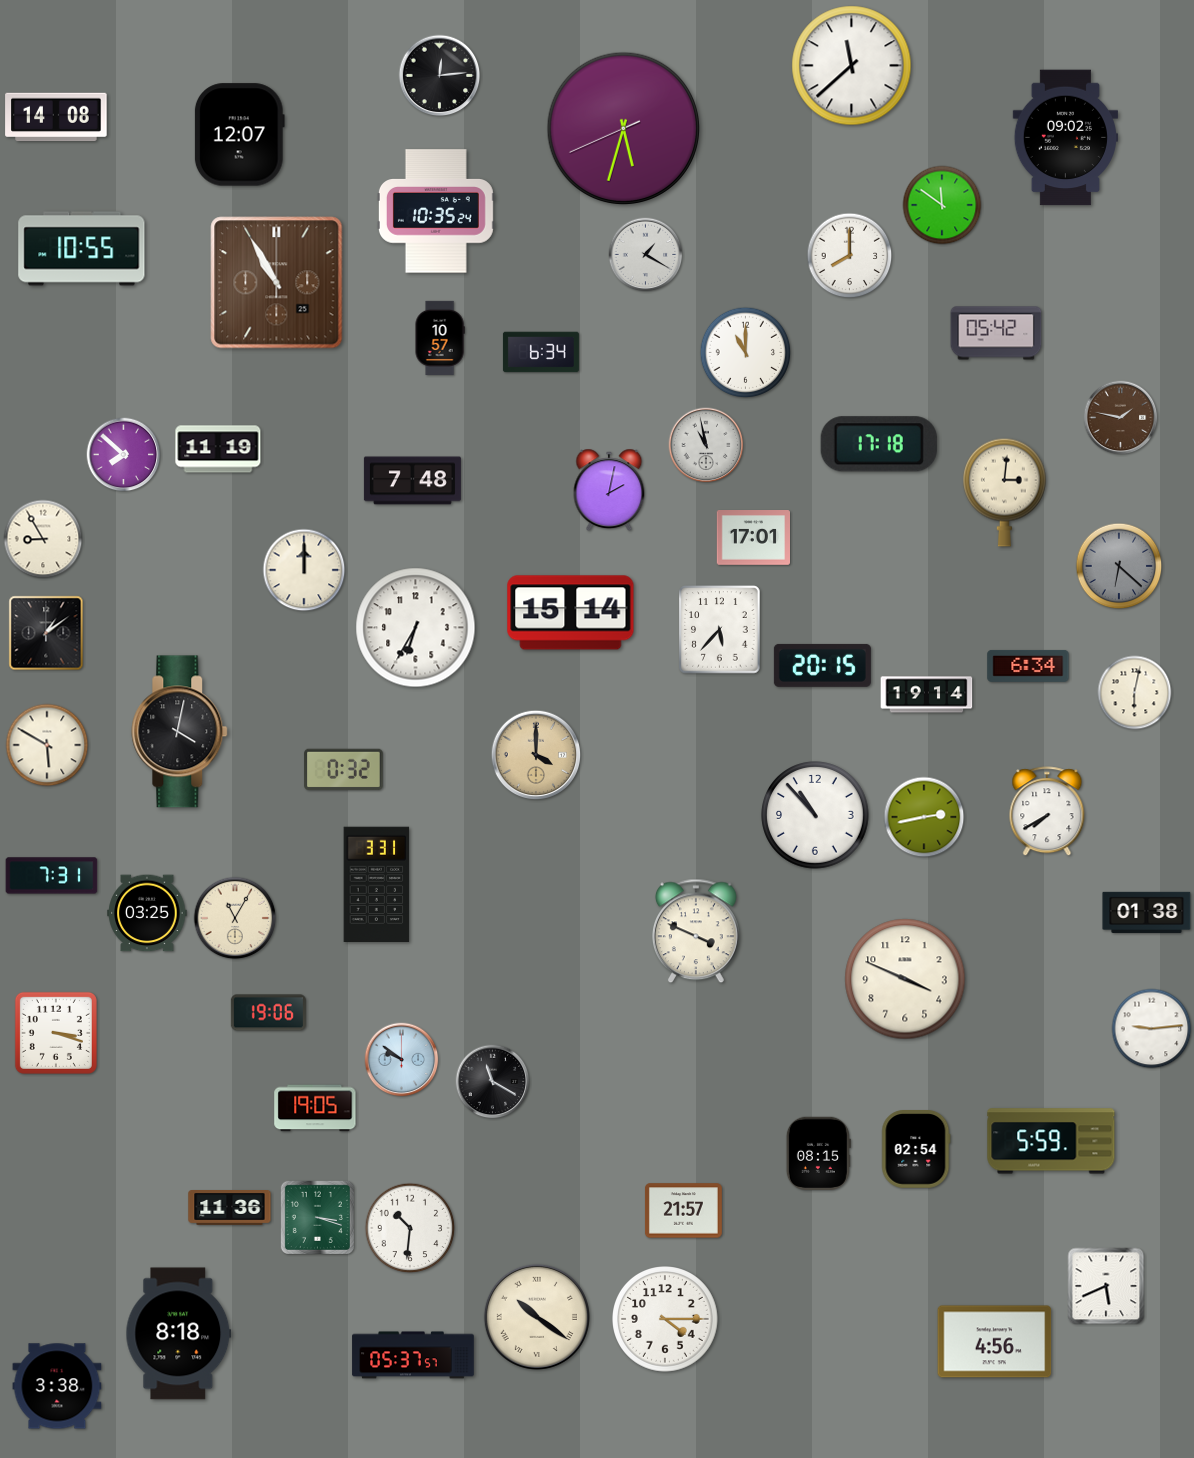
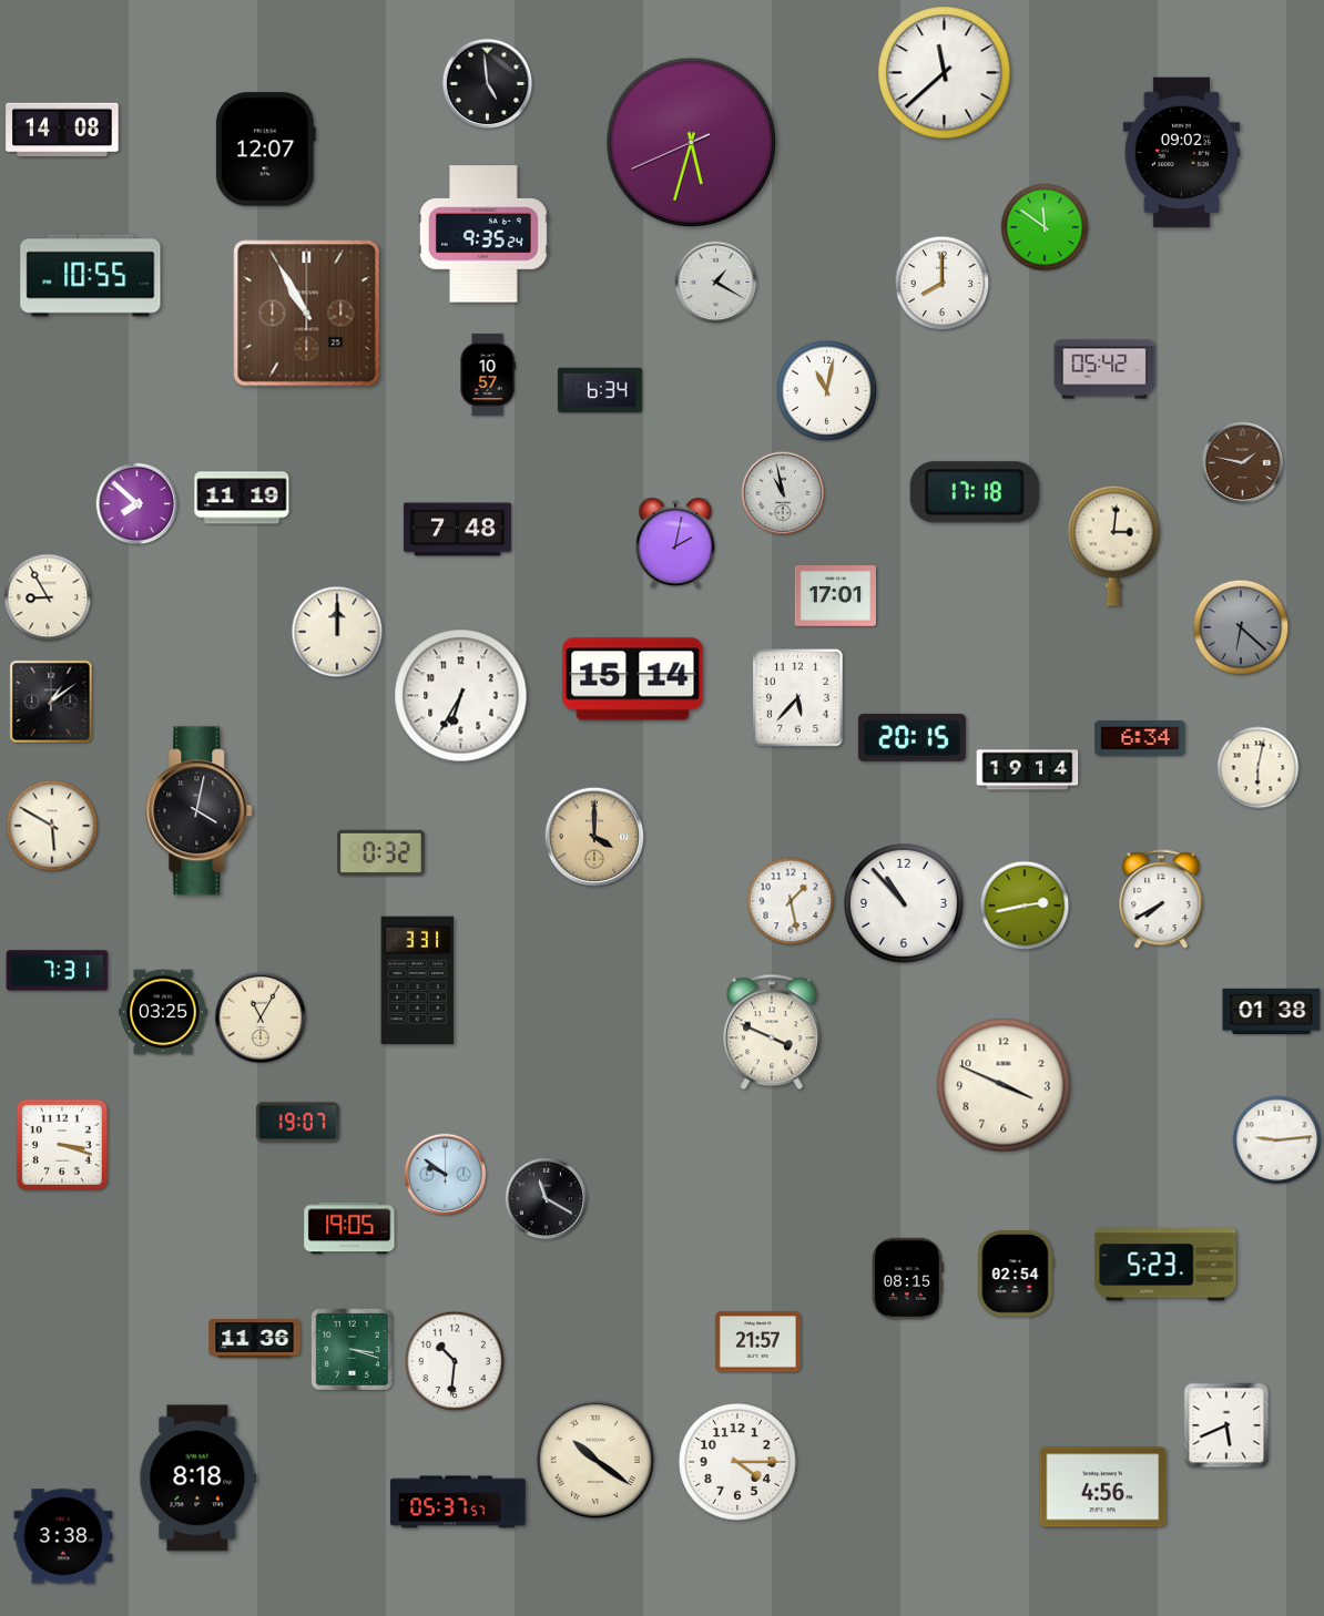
clock at (440, 76): 12:14 -> 4:59
clock at (436, 211): 10:35 -> 9:35
clock at (746, 353): 11:00 -> 11:02
clock at (412, 481) position: (412, 481) -> (457, 530)
clock at (791, 901): none -> 1:28
clock at (268, 1013): 19:06 -> 19:07
clock at (1051, 1141): 5:59 -> 5:23
